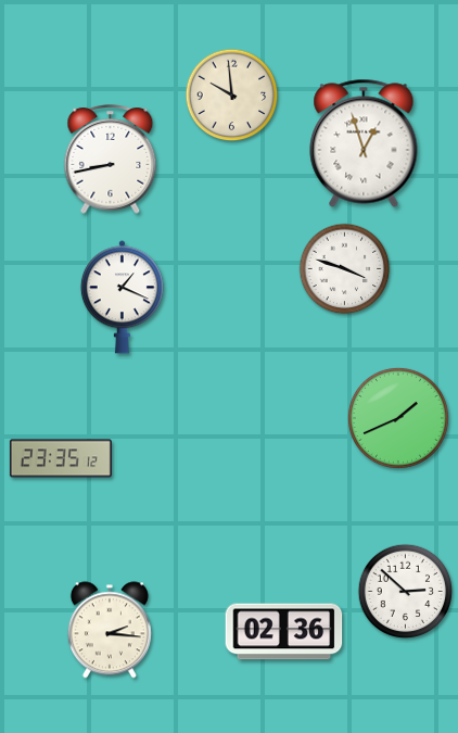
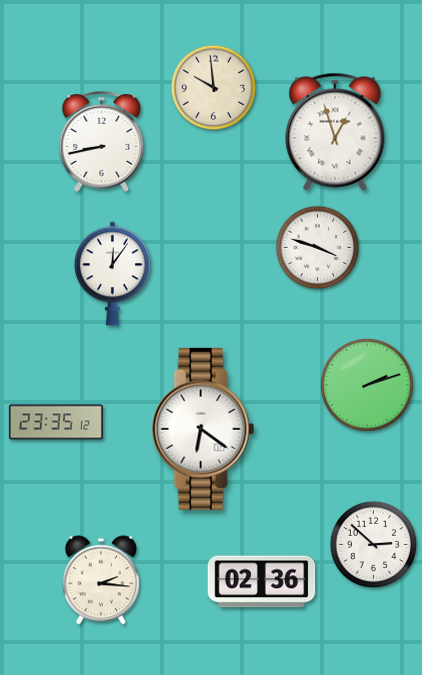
clock at (111, 160) position: (111, 160) -> (102, 142)
clock at (122, 298): 1:19 -> 12:06
clock at (398, 418): 1:41 -> 2:12
clock at (203, 429): none -> 6:21
